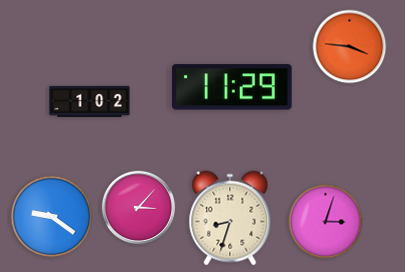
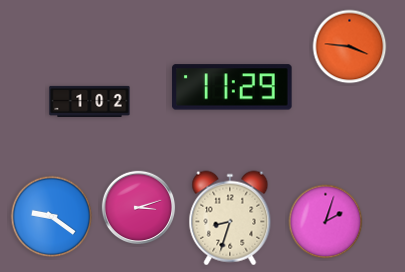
clock at (139, 208): 3:07 -> 3:12
clock at (326, 222): 3:03 -> 2:03
